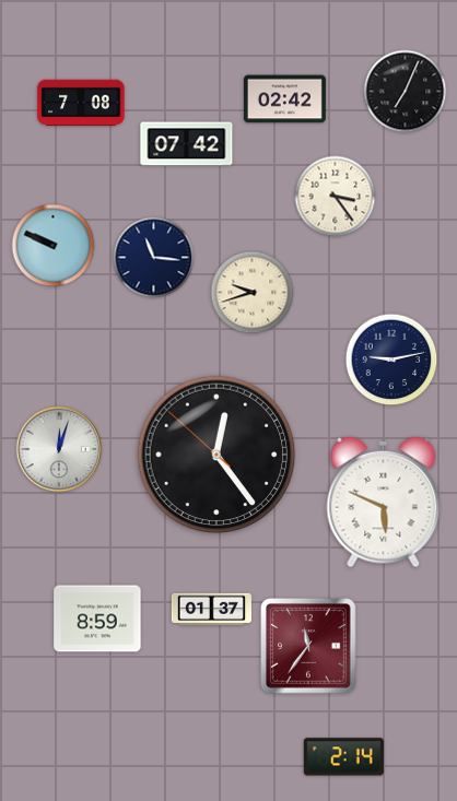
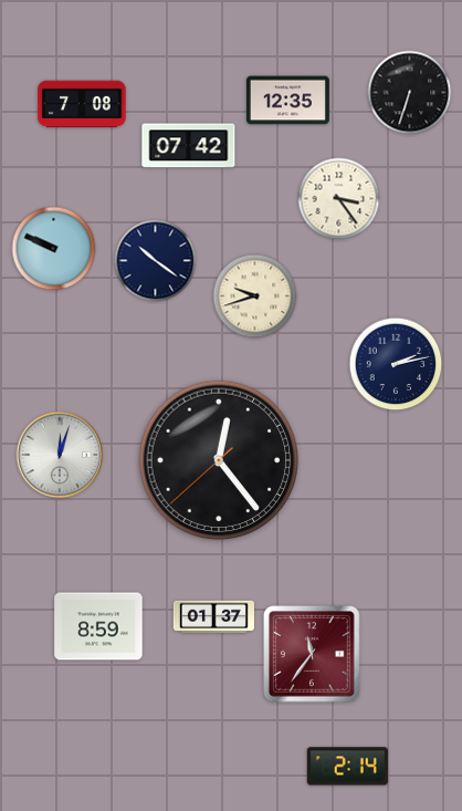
clock at (406, 92): 7:04 -> 6:33
clock at (284, 99): 02:42 -> 12:35
clock at (154, 258): 11:16 -> 10:21
clock at (391, 360): 9:13 -> 2:13
clock at (216, 455): 12:23:52 -> 12:23:38
clock at (384, 503): 5:49 -> none
